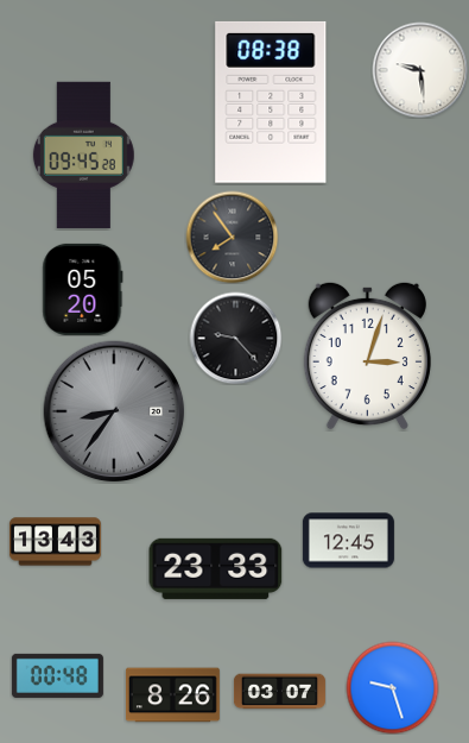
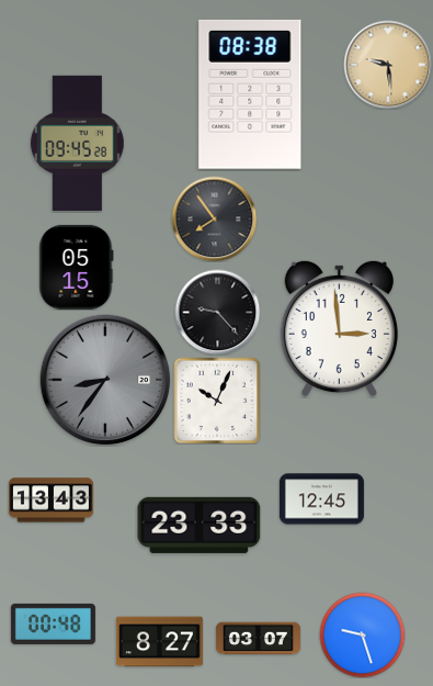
clock at (420, 70) dial: white -> champagne
clock at (83, 289): 05:20 -> 05:15
clock at (367, 355): 3:03 -> 2:59
clock at (217, 401): none -> 10:04
clock at (172, 695): 8:26 -> 8:27
